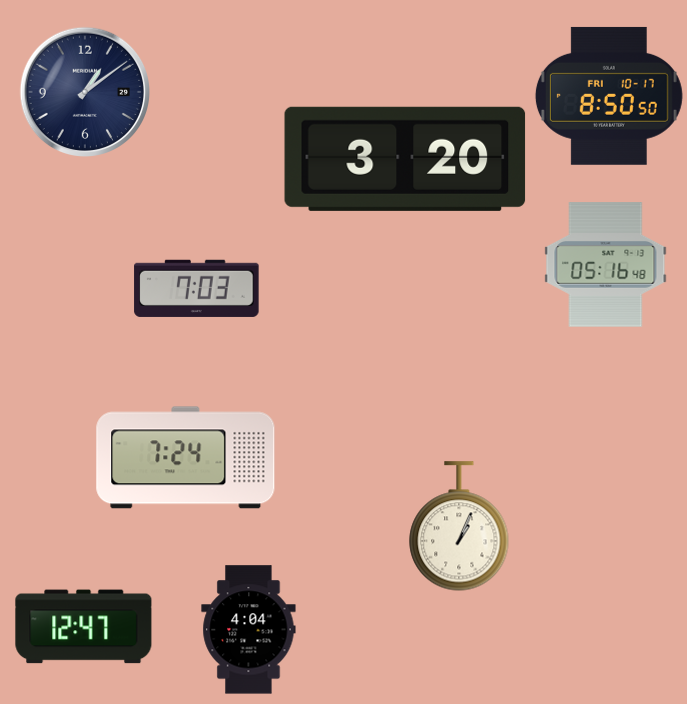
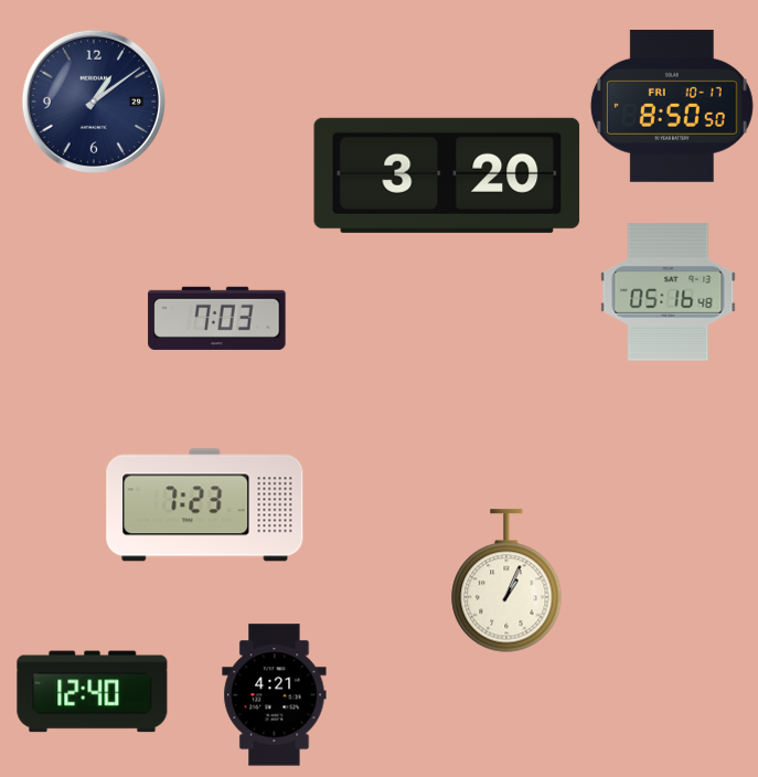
clock at (186, 458): 7:24 -> 7:23
clock at (84, 627): 12:47 -> 12:40
clock at (249, 630): 4:04 -> 4:21
